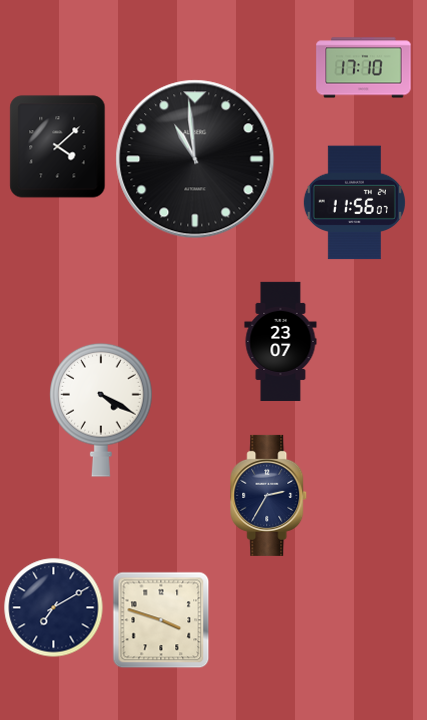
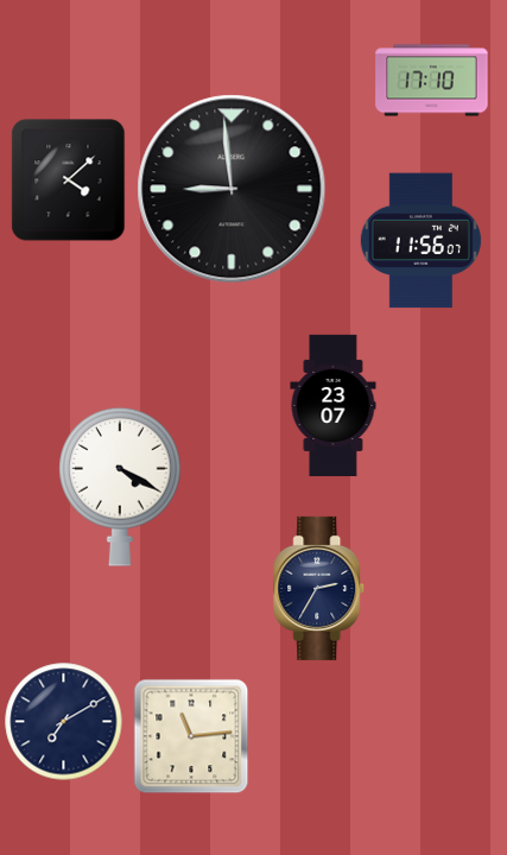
clock at (58, 147) position: (58, 147) -> (69, 180)
clock at (195, 159): 10:59 -> 8:59
clock at (161, 620): 3:48 -> 11:14
